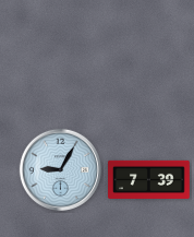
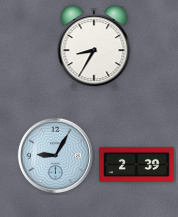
clock at (94, 48): none -> 8:35
clock at (149, 179): 7:39 -> 2:39
